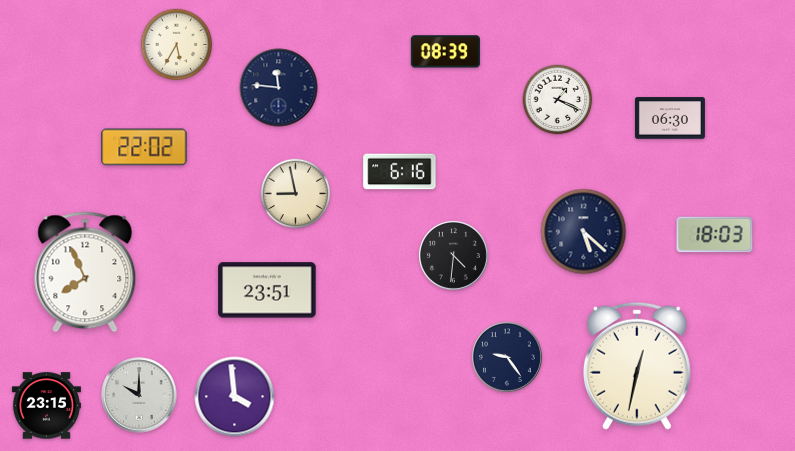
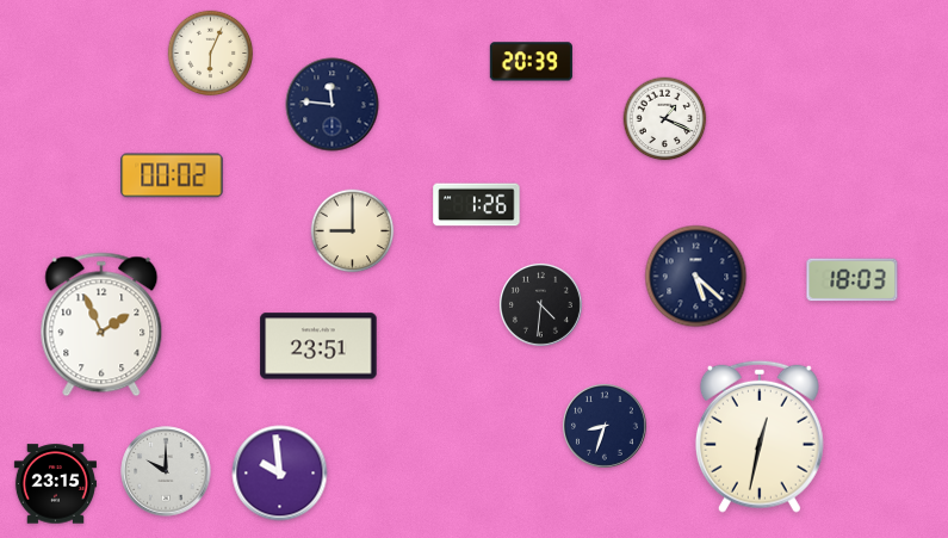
clock at (177, 45): 5:35 -> 6:04
clock at (445, 52): 08:39 -> 20:39
clock at (670, 118): 06:30 -> none
clock at (144, 147): 22:02 -> 00:02
clock at (400, 172): 6:16 -> 1:26
clock at (296, 194): 8:58 -> 9:00
clock at (85, 272): 7:56 -> 1:56
clock at (507, 357): 9:24 -> 8:33
clock at (235, 397): 3:59 -> 9:59
